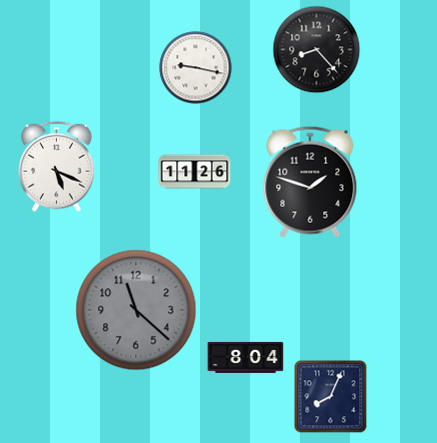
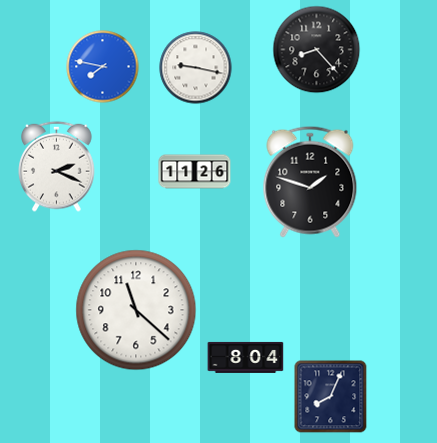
clock at (103, 67): none -> 7:47
clock at (57, 166): 5:19 -> 2:19
clock at (136, 310) dial: grey -> white
